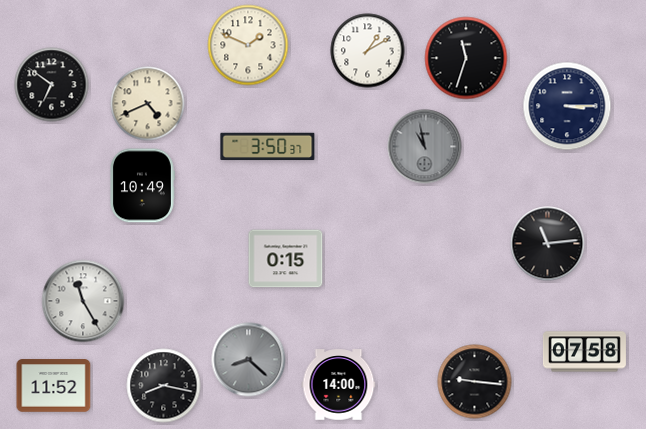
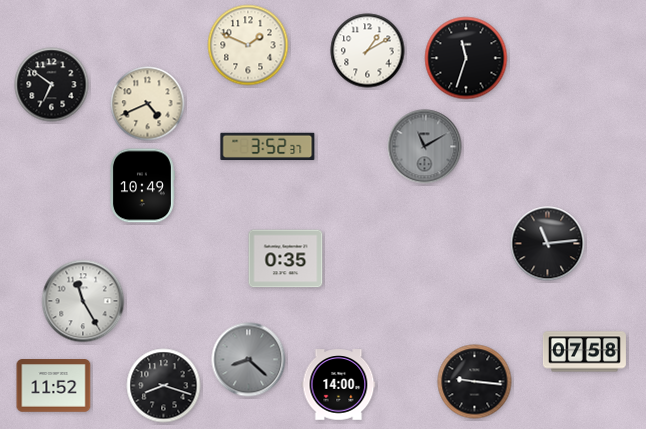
clock at (567, 106): 3:15 -> none
clock at (268, 147): 3:50 -> 3:52
clock at (425, 147): 10:58 -> 11:10
clock at (286, 259): 0:15 -> 0:35
clock at (164, 386): 8:17 -> 8:18
